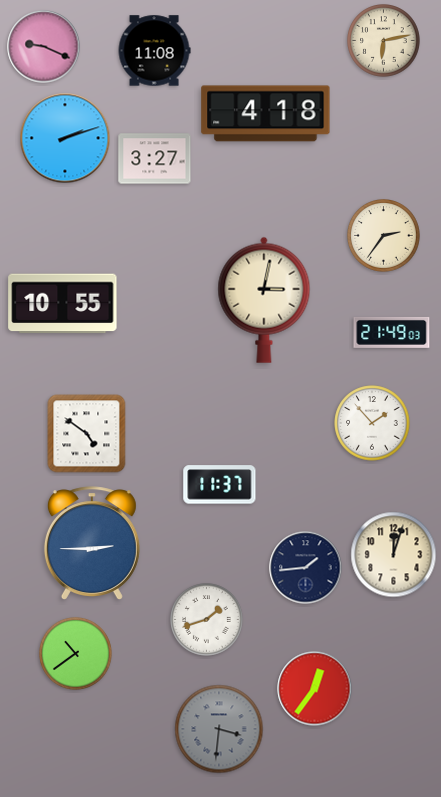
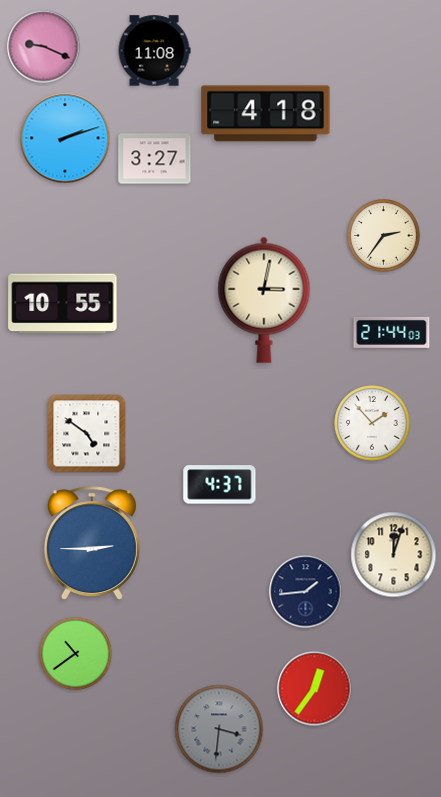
clock at (384, 41): 6:13 -> none
clock at (392, 332): 21:49 -> 21:44
clock at (220, 485): 11:37 -> 4:37
clock at (306, 568) position: (306, 568) -> (306, 592)
clock at (207, 620): 1:42 -> none
